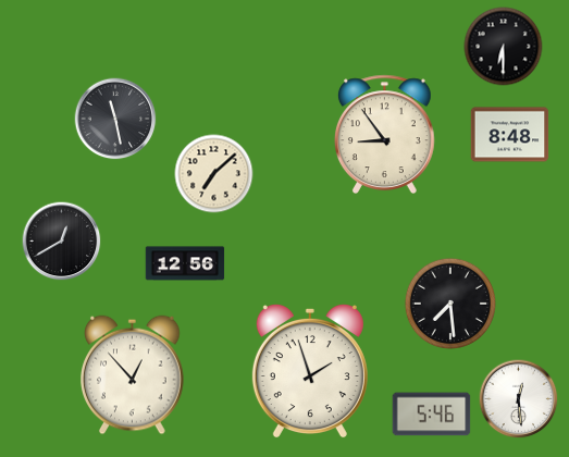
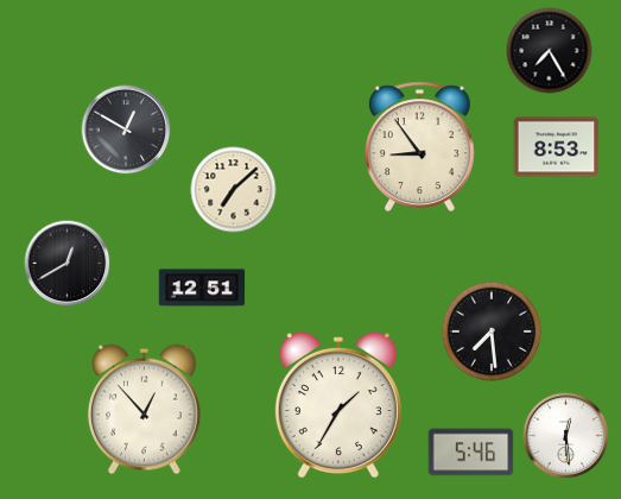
clock at (504, 47): 6:30 -> 7:25
clock at (115, 119): 11:28 -> 12:50
clock at (510, 135): 8:48 -> 8:53
clock at (185, 263): 12:56 -> 12:51
clock at (310, 371): 1:57 -> 1:35
